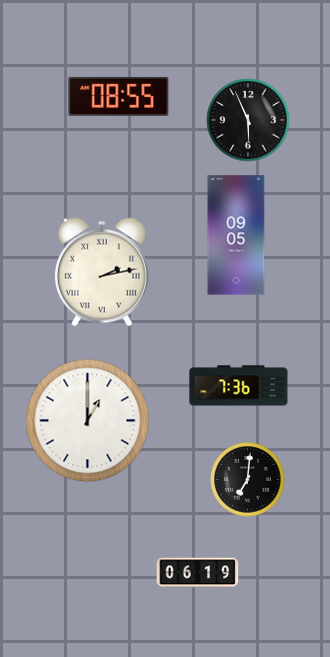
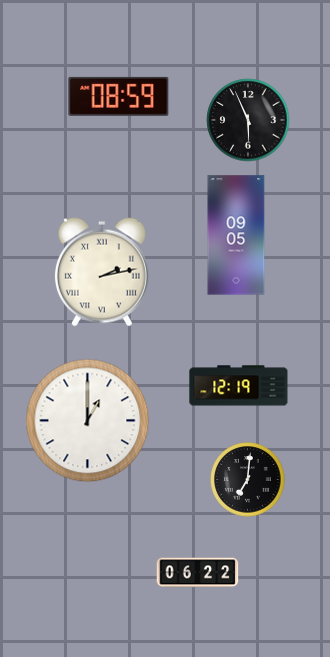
clock at (119, 96): 08:55 -> 08:59
clock at (239, 386): 7:36 -> 12:19
clock at (198, 573): 06:19 -> 06:22
